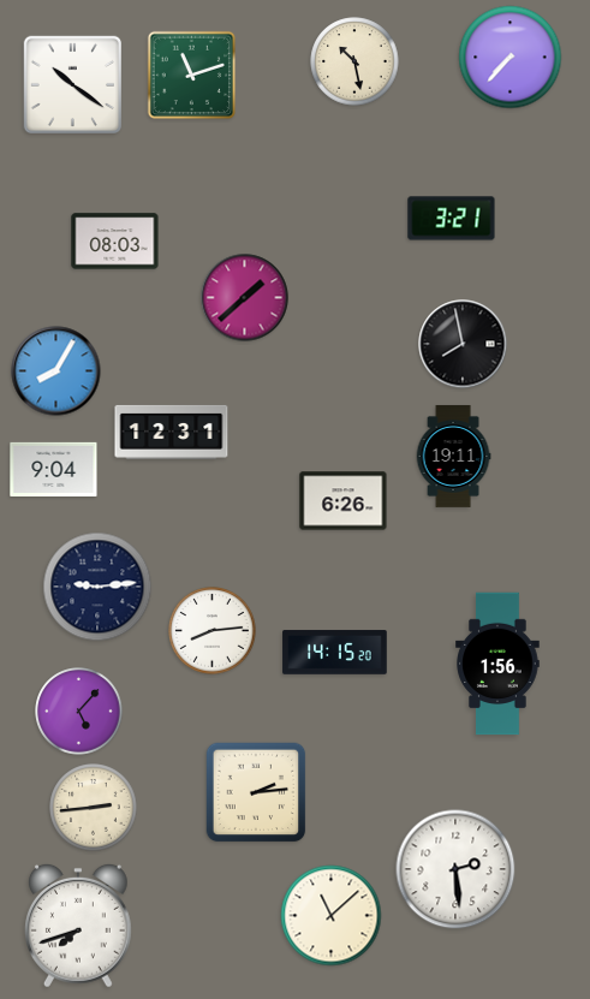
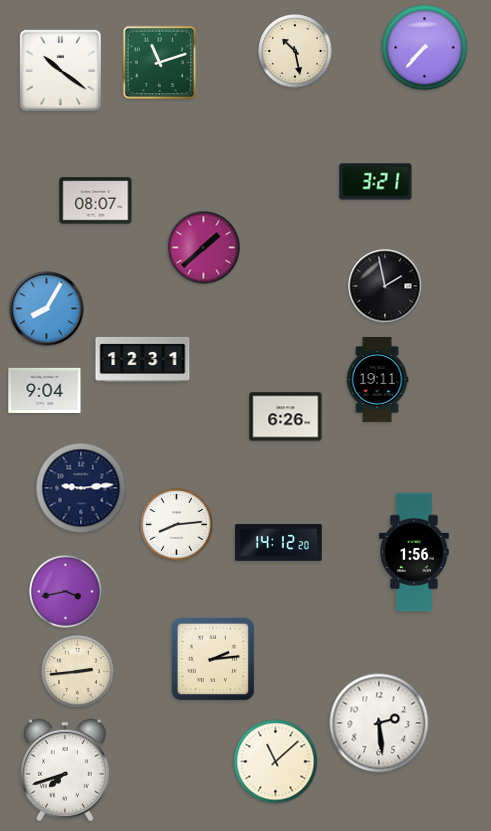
clock at (115, 242): 08:03 -> 08:07
clock at (463, 344): 7:58 -> 1:58
clock at (335, 653): 14:15 -> 14:12
clock at (79, 712): 5:07 -> 3:43
